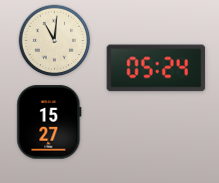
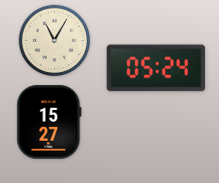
clock at (55, 41): 11:01 -> 11:05
